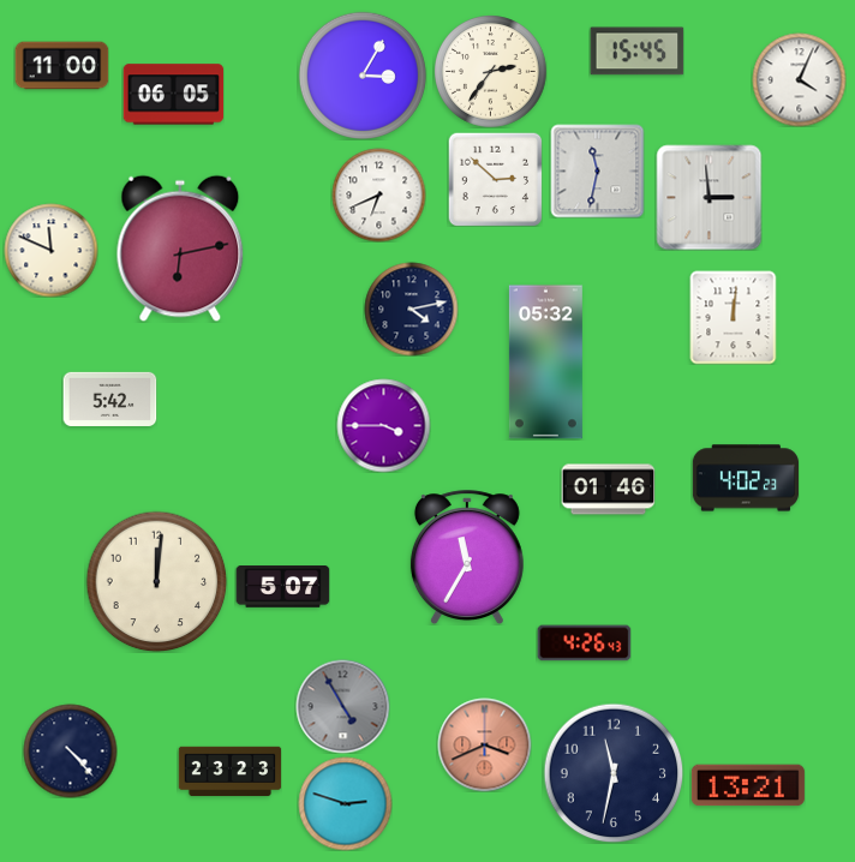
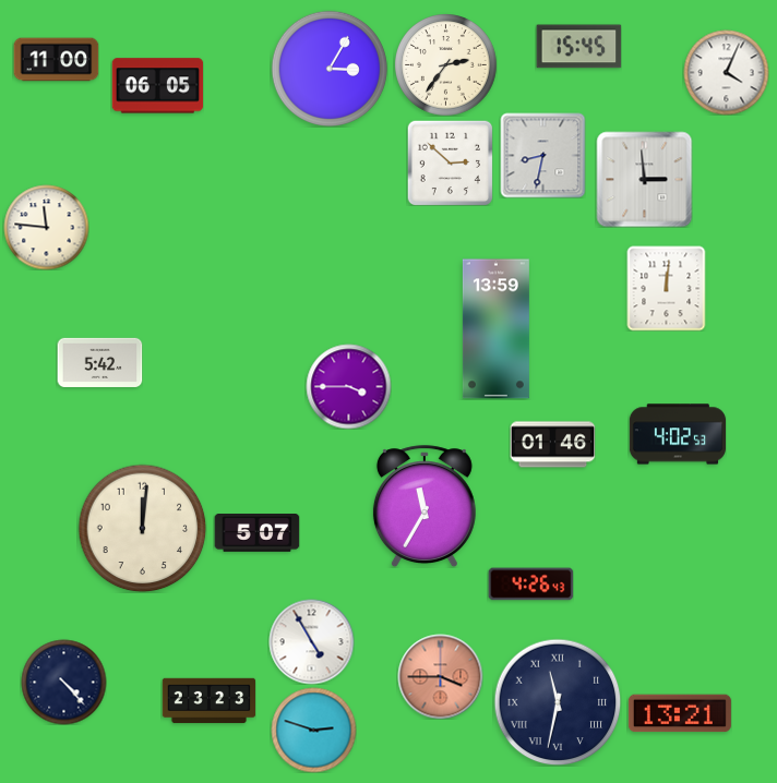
clock at (597, 170): 11:32 -> 8:32
clock at (378, 194): 6:41 -> none
clock at (180, 249): 6:13 -> none
clock at (50, 250): 11:49 -> 11:46
clock at (411, 309): 4:13 -> none
clock at (545, 363): 05:32 -> 13:59
clock at (745, 478): 4:02:23 -> 4:02:53
clock at (342, 706) dial: grey -> white
clock at (484, 744): 3:41 -> 3:45
clock at (614, 773) numerals: Arabic -> Roman
